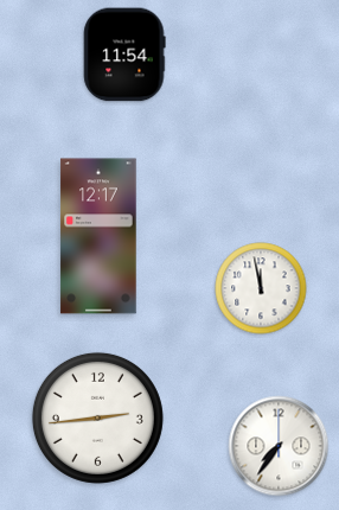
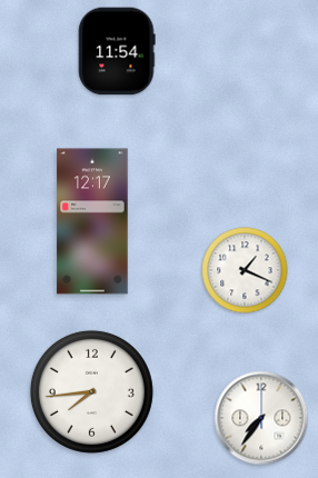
clock at (261, 288): 11:58 -> 1:19
clock at (97, 417): 2:44 -> 7:44
